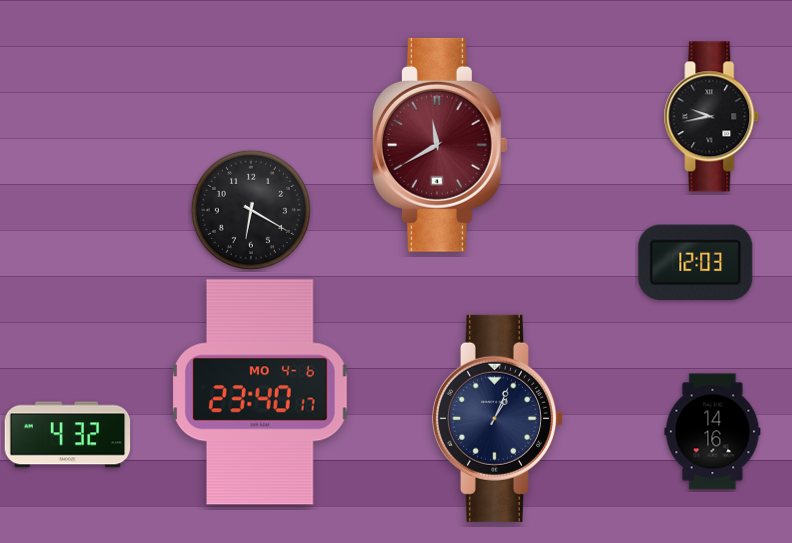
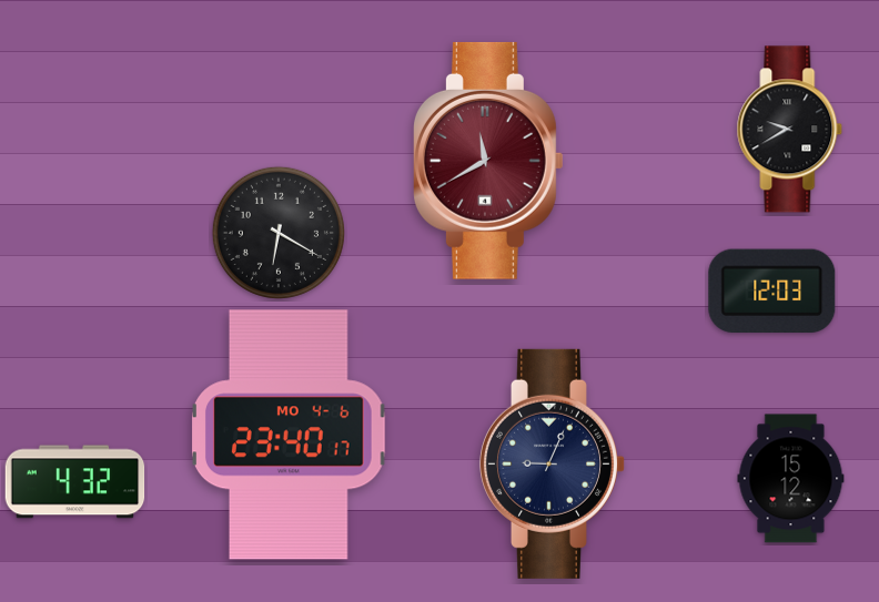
clock at (712, 117): 9:43 -> 9:40
clock at (497, 418): 1:04 -> 9:04
clock at (713, 432): 14:16 -> 15:12
